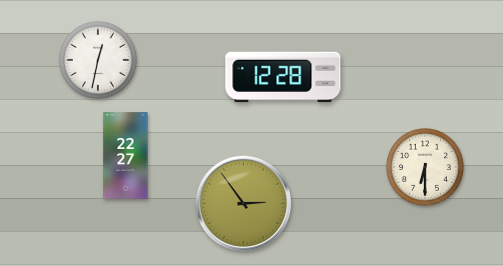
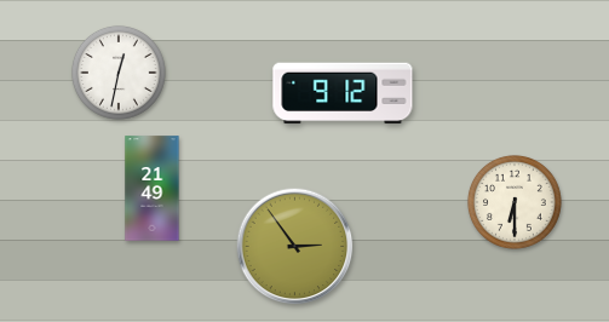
clock at (283, 77): 12:28 -> 9:12
clock at (126, 156): 22:27 -> 21:49
